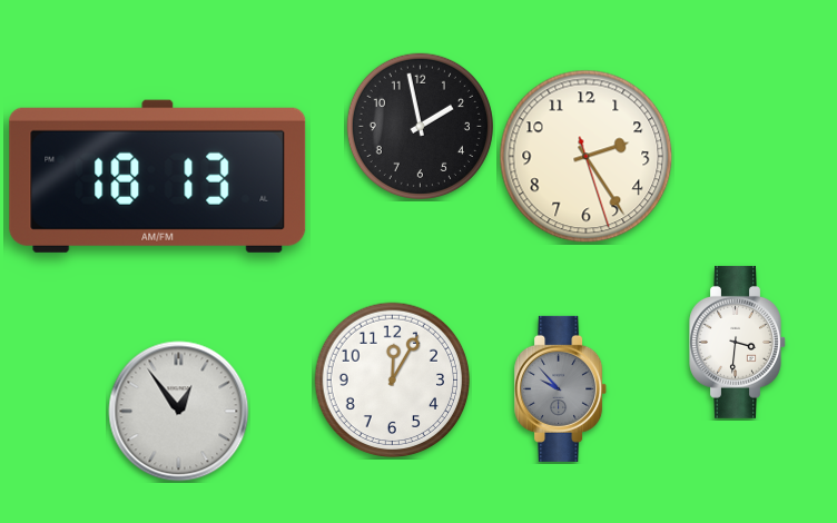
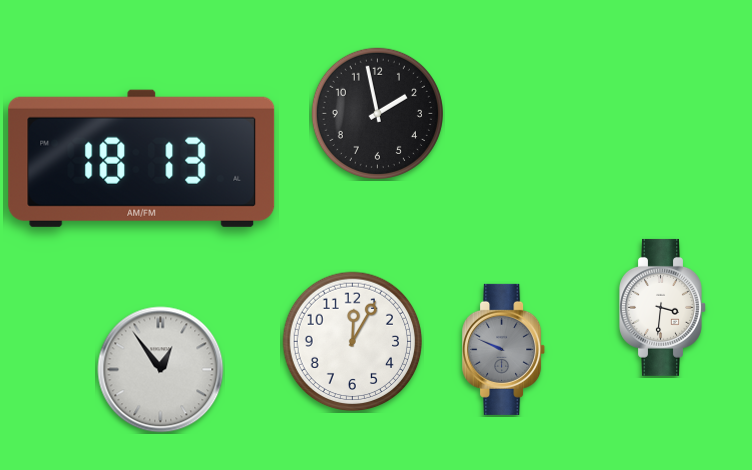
clock at (587, 157): 2:24 -> none
clock at (561, 388): 9:53 -> 9:49
